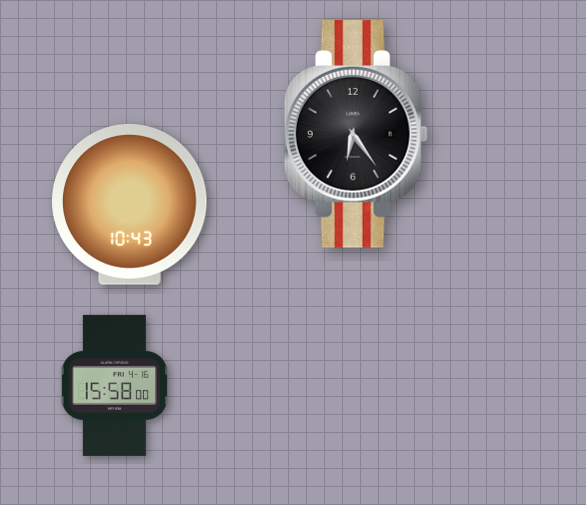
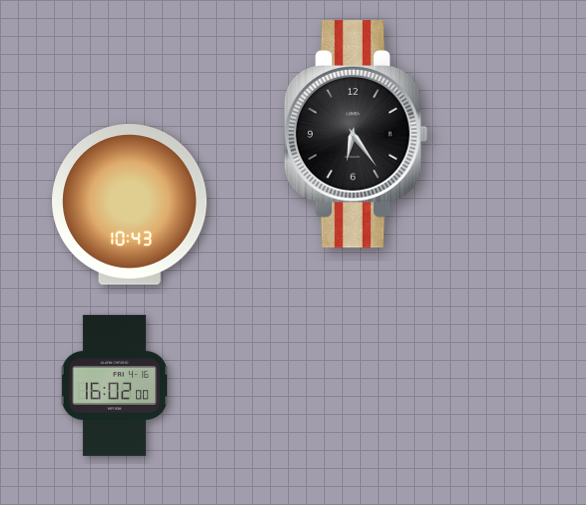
clock at (114, 385): 15:58 -> 16:02
